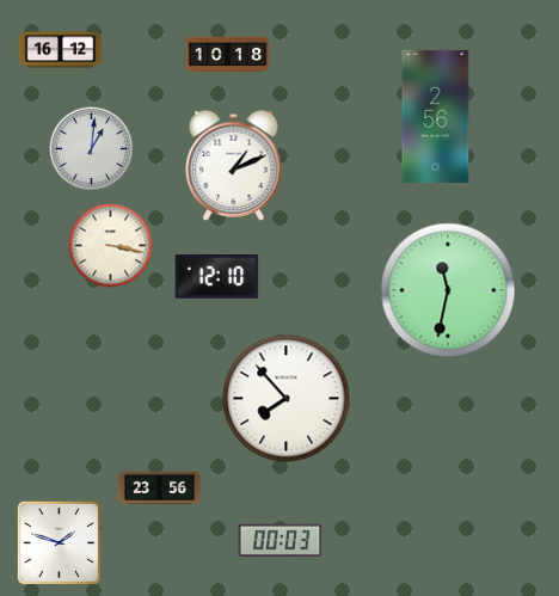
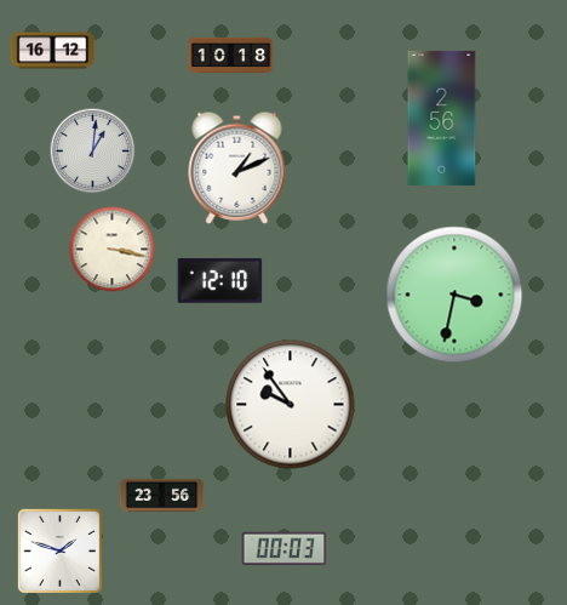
clock at (61, 50) position: (61, 50) -> (53, 51)
clock at (448, 290): 11:32 -> 3:32
clock at (287, 399): 7:53 -> 9:54
